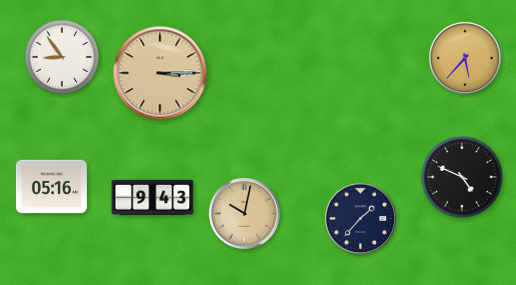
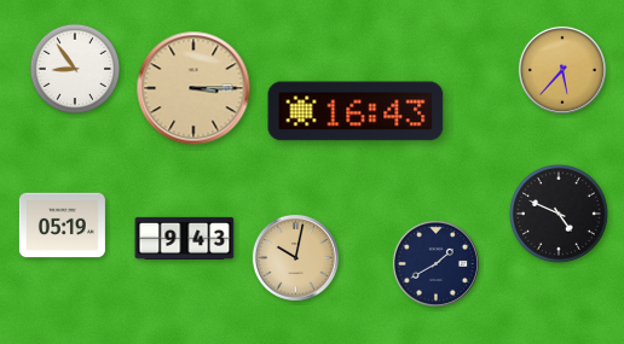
clock at (356, 111): none -> 16:43
clock at (51, 187): 05:16 -> 05:19
clock at (360, 218): 1:37 -> 1:40
